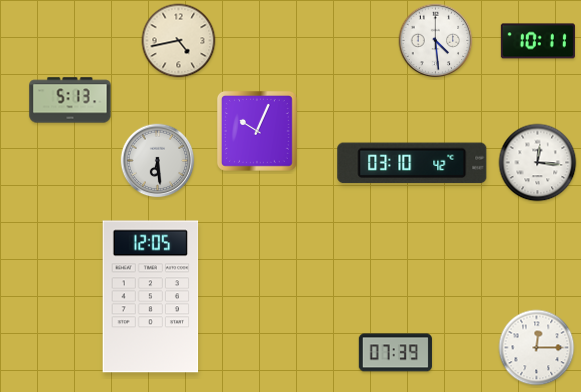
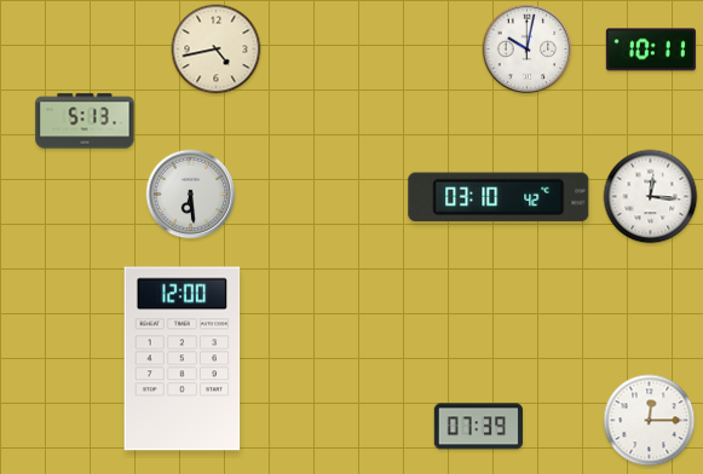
clock at (436, 41): 4:29 -> 10:02
clock at (257, 131): 10:04 -> none
clock at (151, 297): 12:05 -> 12:00
